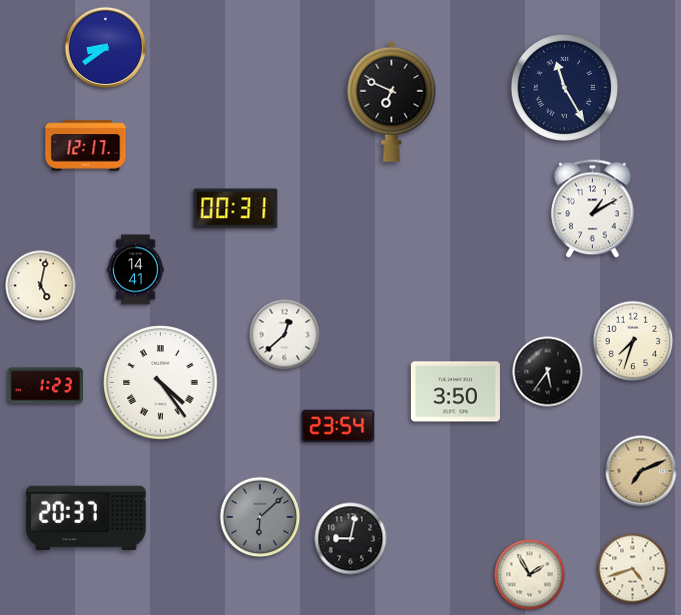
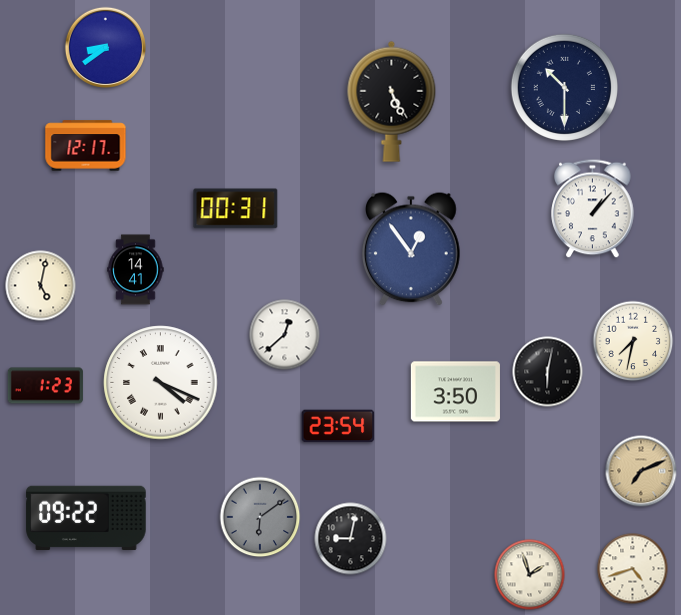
clock at (564, 87): 11:25 -> 10:30
clock at (392, 101): 6:49 -> 5:26
clock at (593, 209): 1:10 -> 1:07
clock at (411, 249): none -> 12:54
clock at (633, 341): 7:33 -> 7:32
clock at (548, 372): 5:36 -> 6:02
clock at (161, 383): 4:24 -> 4:19
clock at (260, 517): 6:08 -> 6:09
clock at (86, 518): 20:37 -> 09:22
clock at (530, 575): 1:55 -> 1:57
